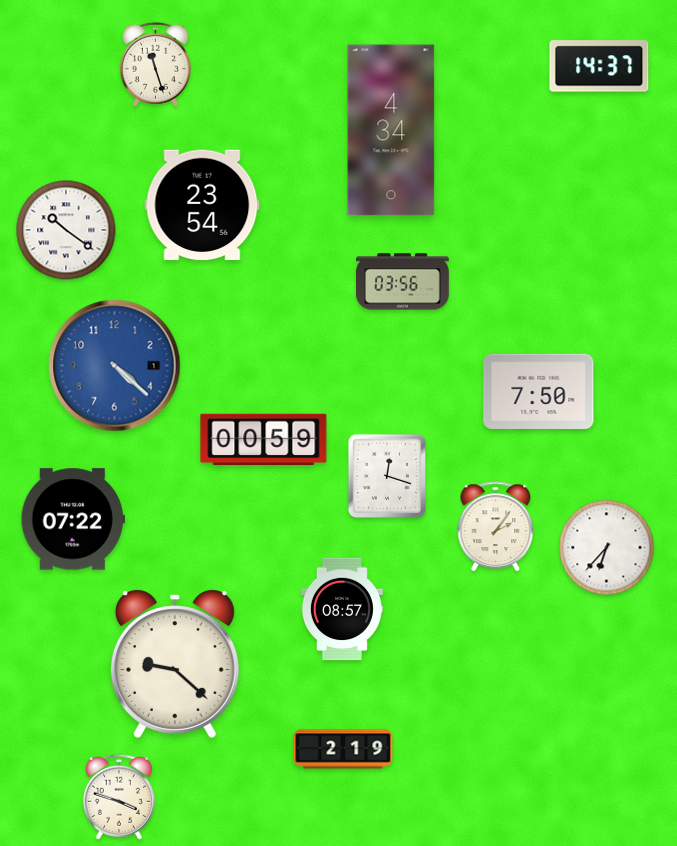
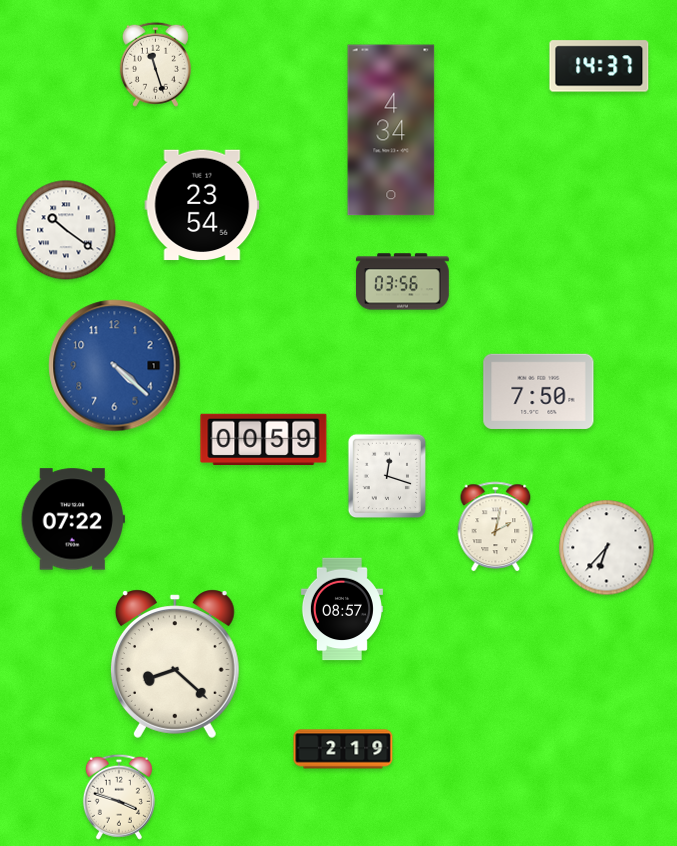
clock at (496, 527): 2:06 -> 2:02
clock at (175, 664): 9:22 -> 8:22
